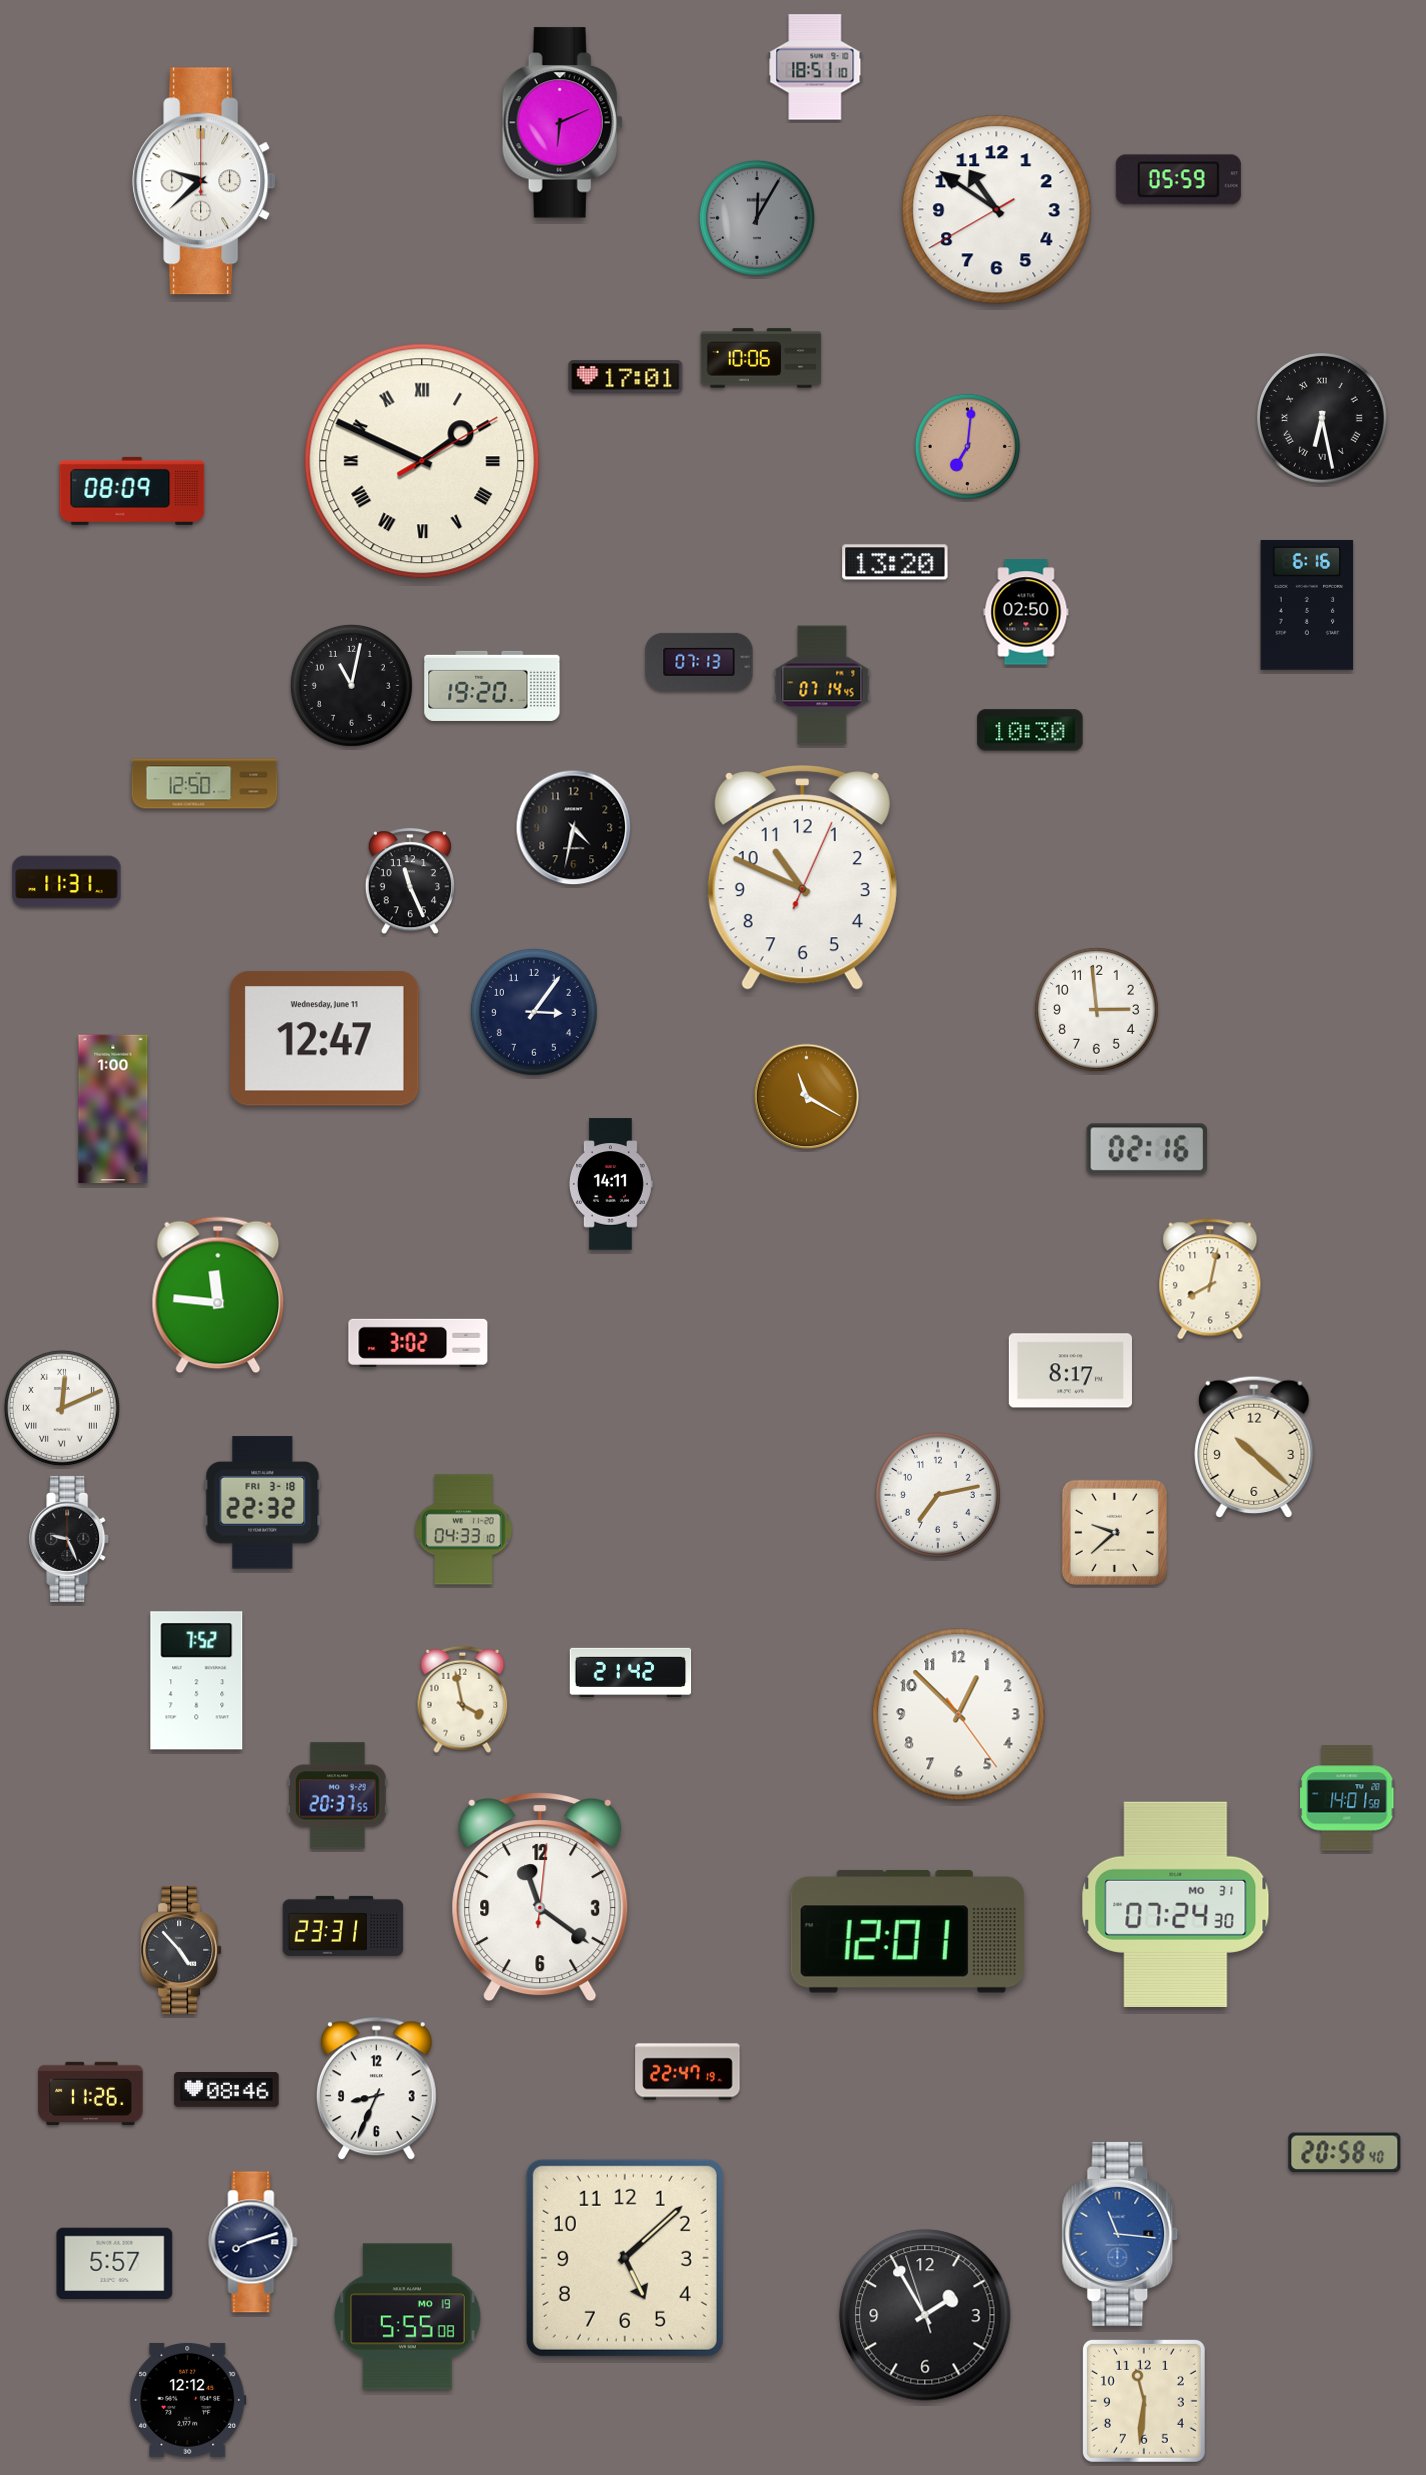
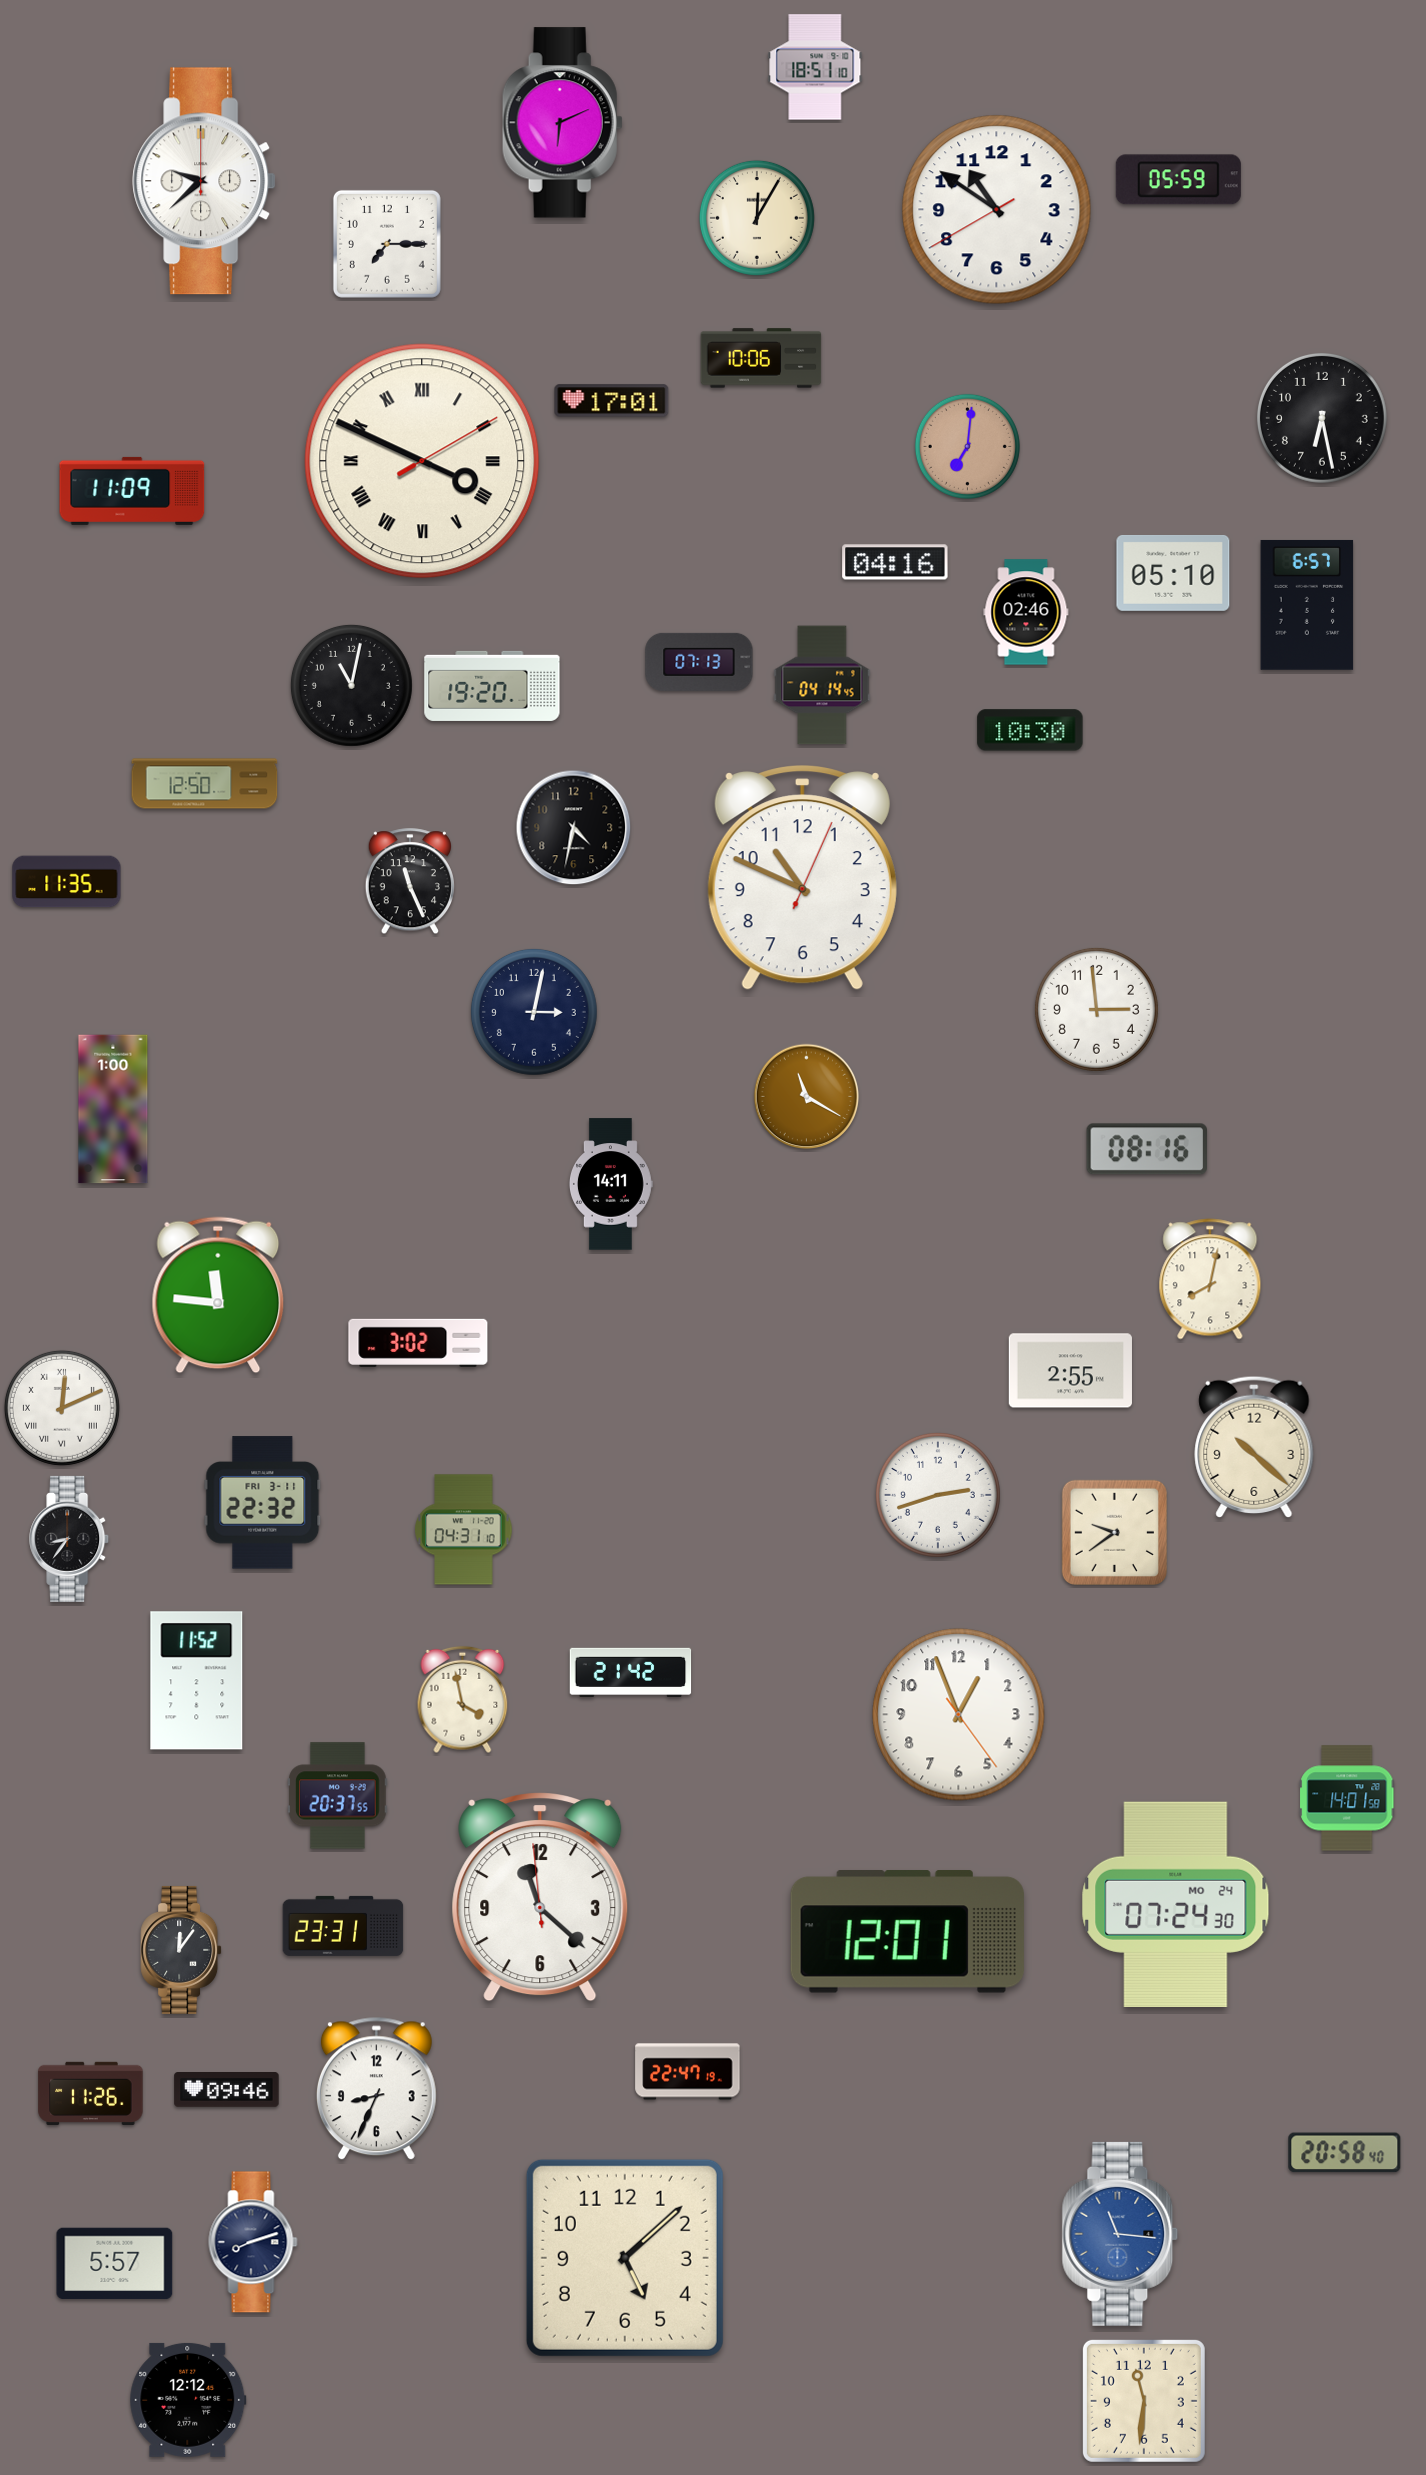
clock at (757, 218) dial: grey -> cream
clock at (387, 244): none -> 7:15
clock at (626, 377) position: (626, 377) -> (612, 401)
clock at (1322, 418) numerals: Roman -> Arabic
clock at (422, 461): 1:49 -> 3:49
clock at (132, 491): 08:09 -> 11:09
clock at (895, 562): 13:20 -> 04:16
clock at (1173, 573): none -> 05:10
clock at (1307, 605): 6:16 -> 6:57
clock at (1026, 612): 02:50 -> 02:46
clock at (822, 685): 07:14 -> 04:14
clock at (67, 882): 11:31 -> 11:35
clock at (534, 1012): 3:06 -> 3:02
clock at (325, 1039): 12:47 -> none
clock at (1146, 1149): 02:16 -> 08:16
clock at (1070, 1371): 8:17 -> 2:55
clock at (938, 1495): 7:13 -> 2:42
clock at (263, 1503) date: FRI 3-18 -> FRI 3-11
clock at (464, 1530): 04:33 -> 04:31
clock at (1114, 1532): 9:38 -> 9:39
clock at (70, 1539): 9:26 -> 8:36
clock at (197, 1681): 7:52 -> 11:52
clock at (959, 1715): 12:52 -> 12:56
clock at (540, 1897): 11:21:01 -> 11:21:59
clock at (1176, 1904) date: MO 31 -> MO 24
clock at (181, 1950): 4:53 -> 12:06
clock at (227, 2090): 08:46 -> 09:46
clock at (925, 2315): 1:54 -> none
clock at (408, 2317): 5:55 -> none
